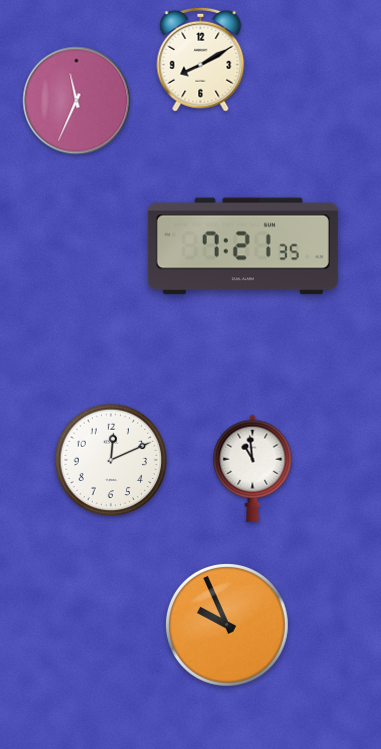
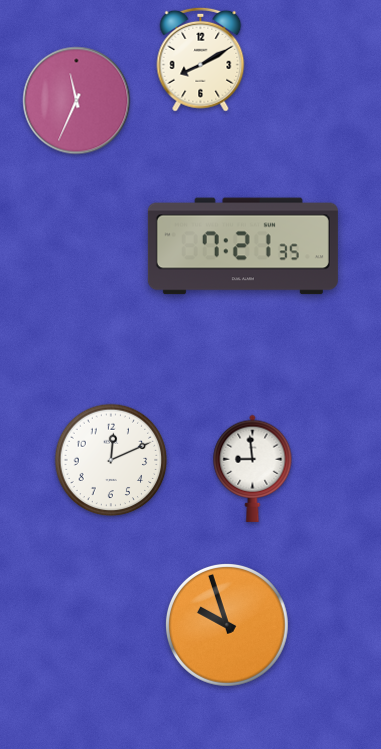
clock at (253, 468): 10:59 -> 8:59
clock at (227, 625): 9:56 -> 9:57
